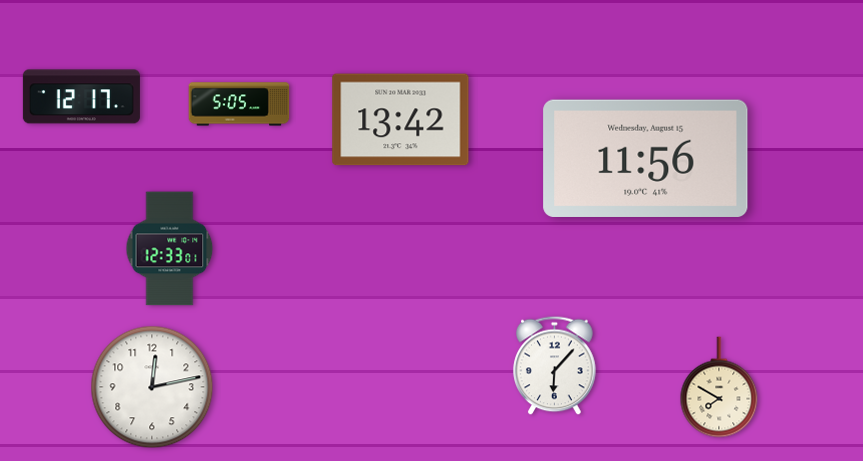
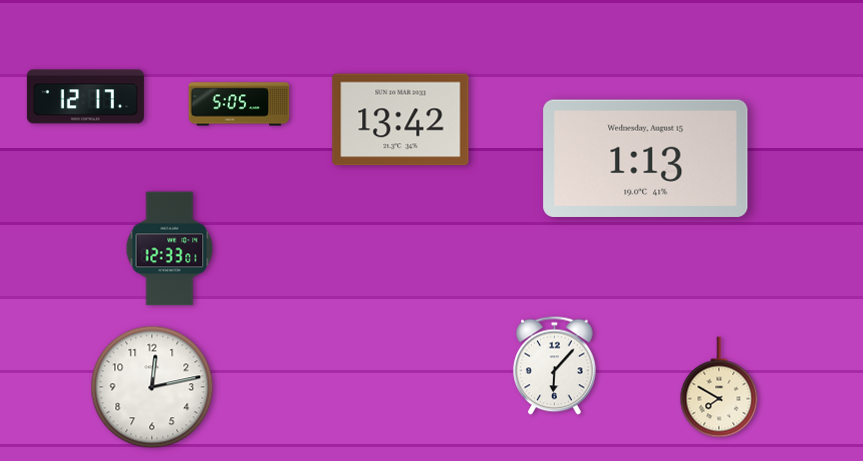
clock at (81, 97) position: (81, 97) -> (85, 97)
clock at (646, 158): 11:56 -> 1:13
